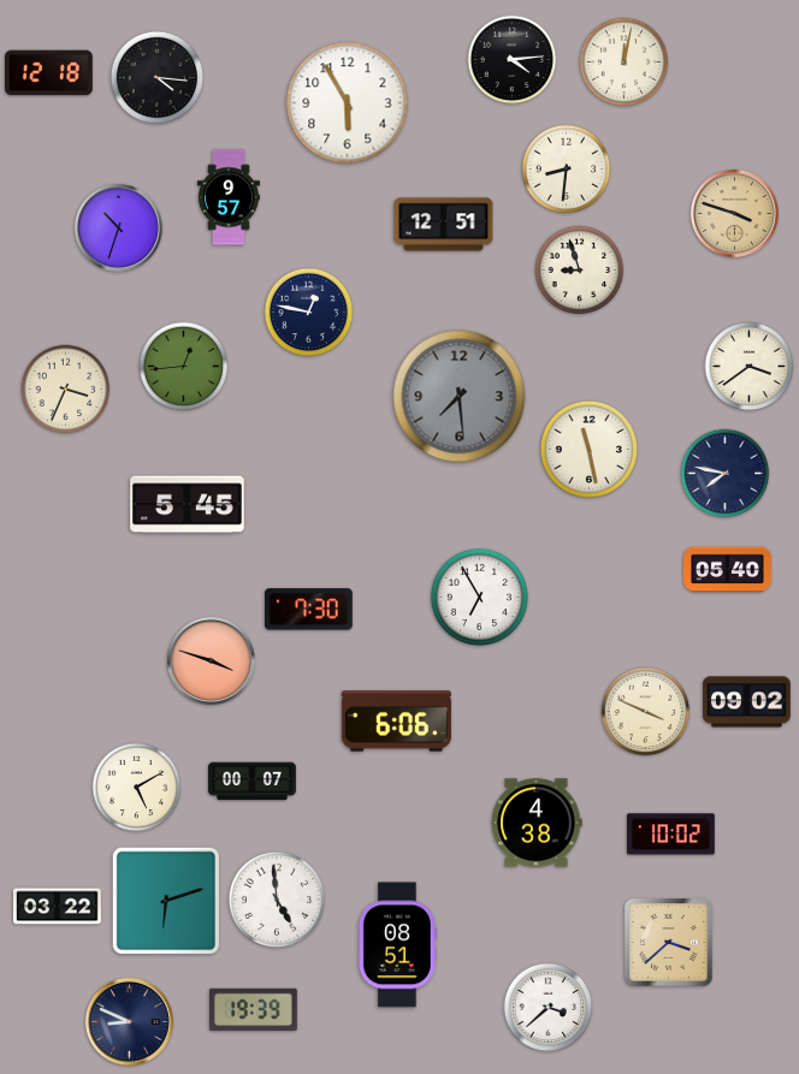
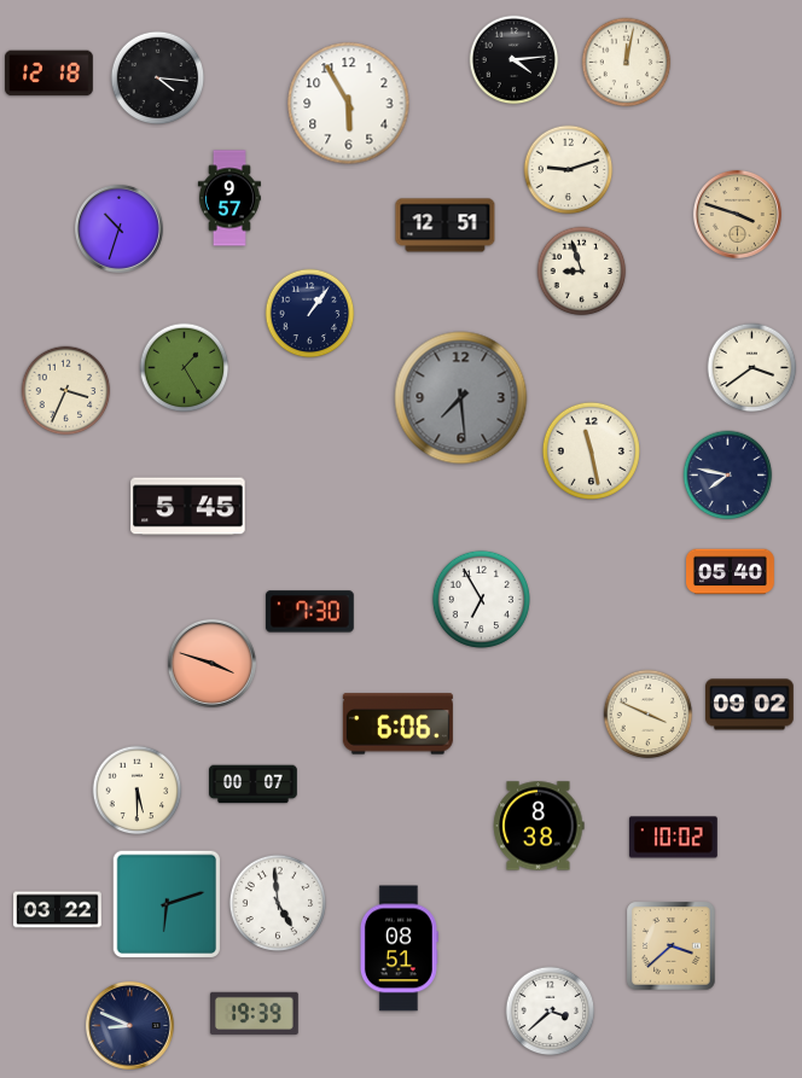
clock at (567, 170): 8:31 -> 9:12
clock at (309, 313): 12:47 -> 1:06
clock at (184, 367): 12:44 -> 1:25
clock at (137, 788): 5:10 -> 5:30
clock at (537, 823): 4:38 -> 8:38
